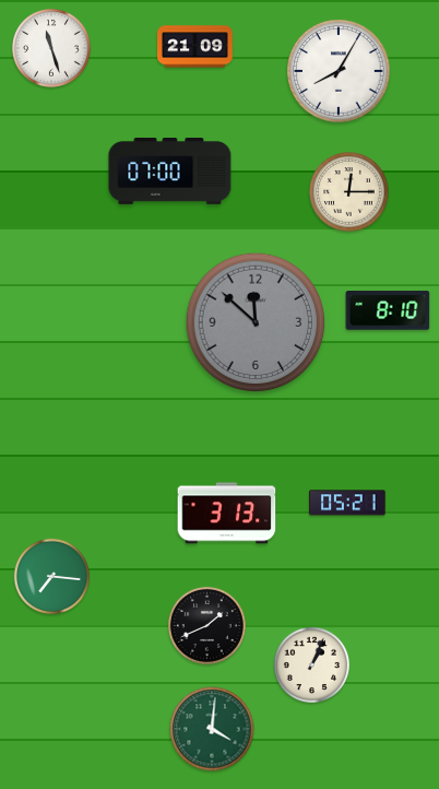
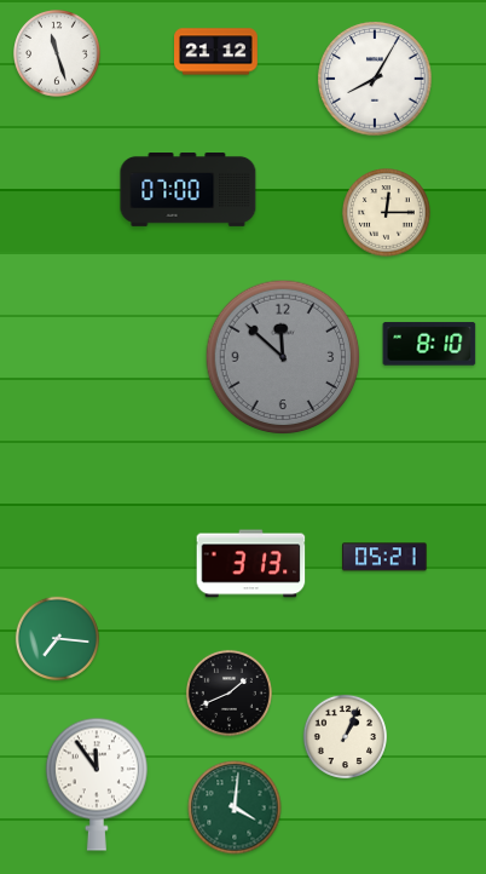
clock at (195, 47): 21:09 -> 21:12
clock at (227, 514) position: (227, 514) -> (251, 564)
clock at (97, 784): none -> 11:54
